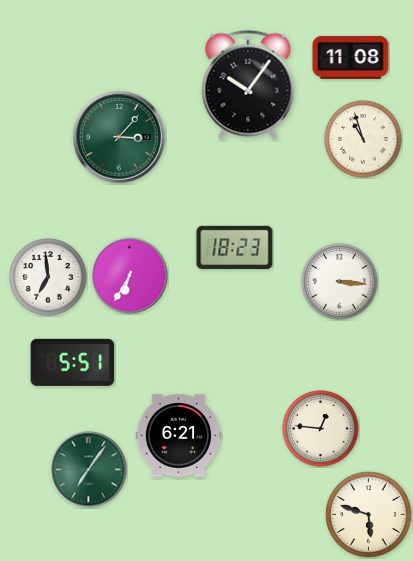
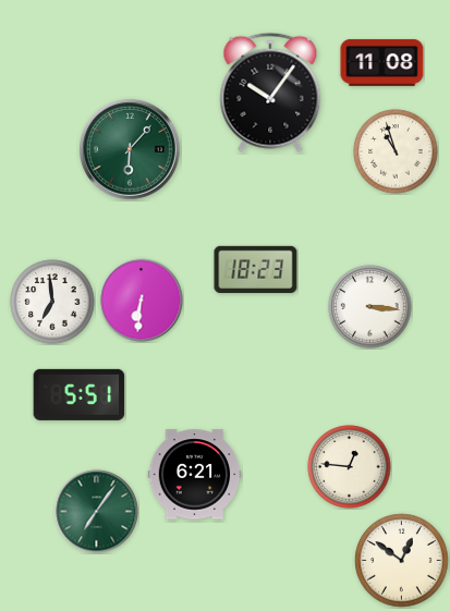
clock at (119, 137): 3:07 -> 6:07
clock at (130, 276): 6:35 -> 6:31
clock at (369, 515): 5:48 -> 12:51
